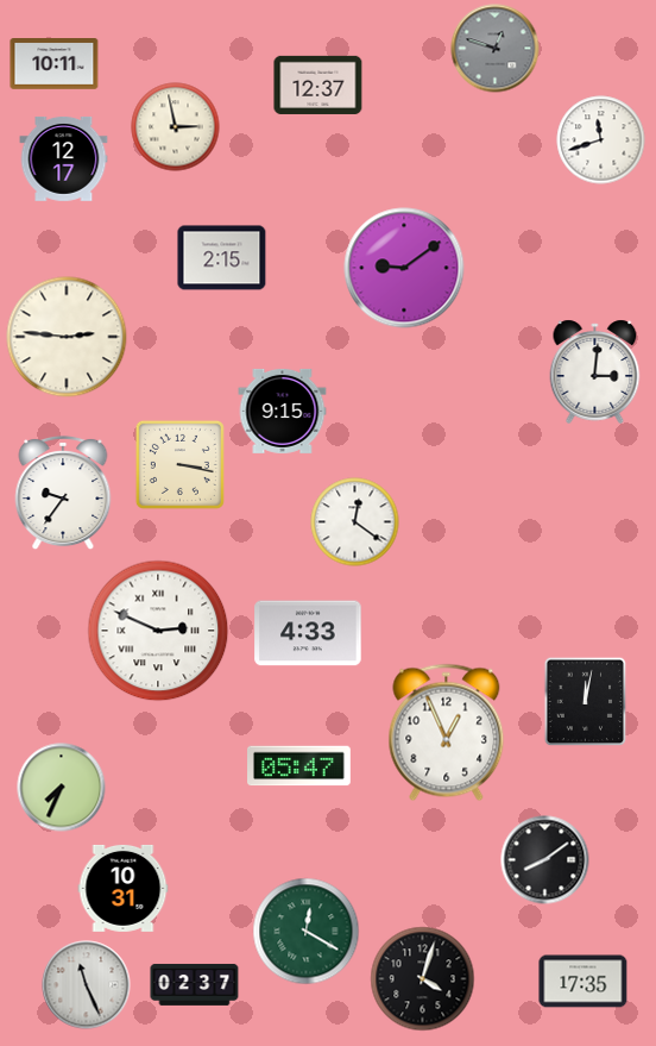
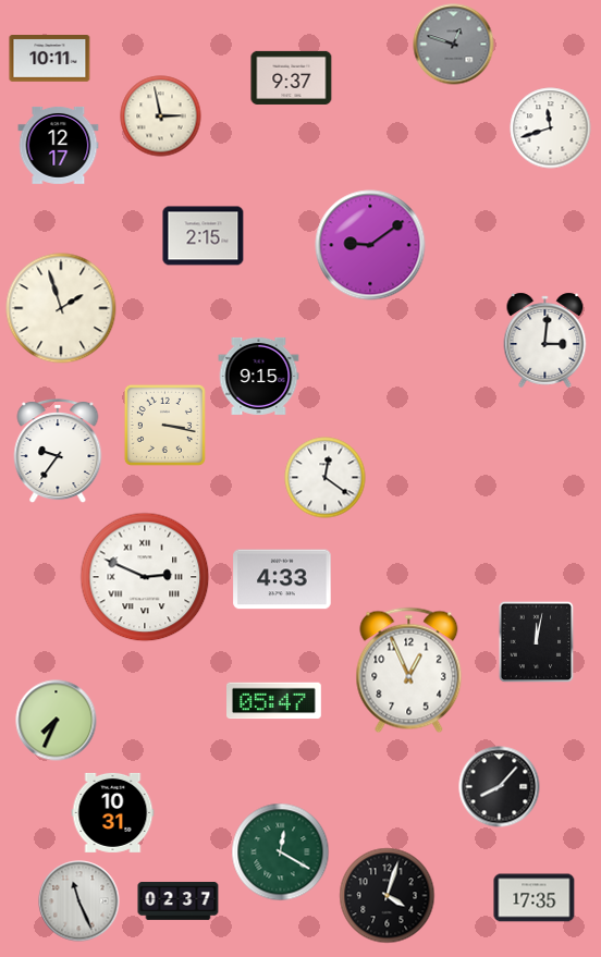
clock at (318, 84): 12:37 -> 9:37
clock at (67, 337): 2:46 -> 1:57
clock at (545, 860): 8:09 -> 8:07
